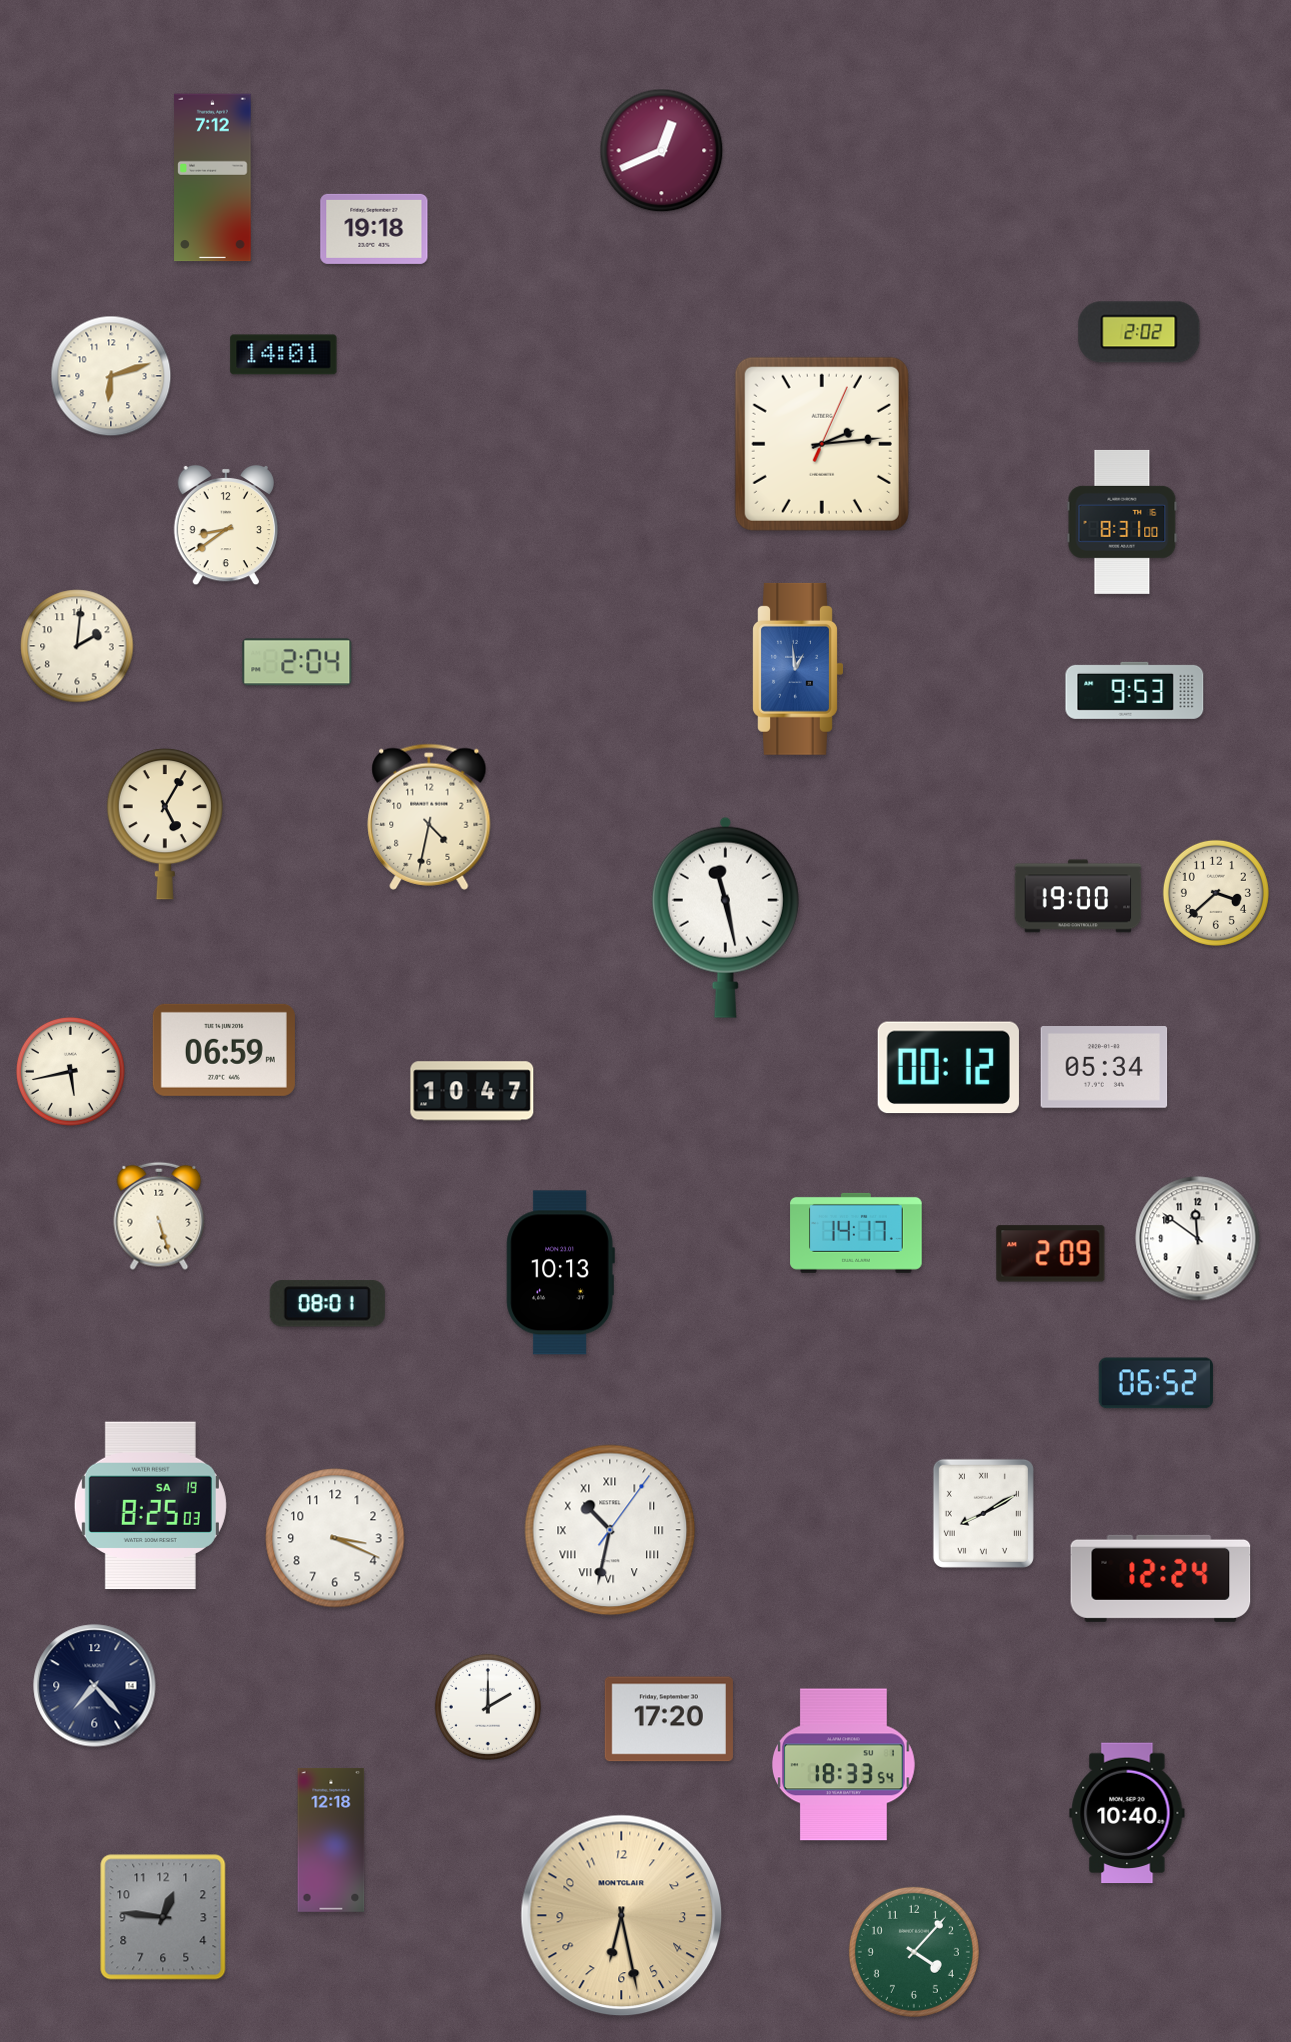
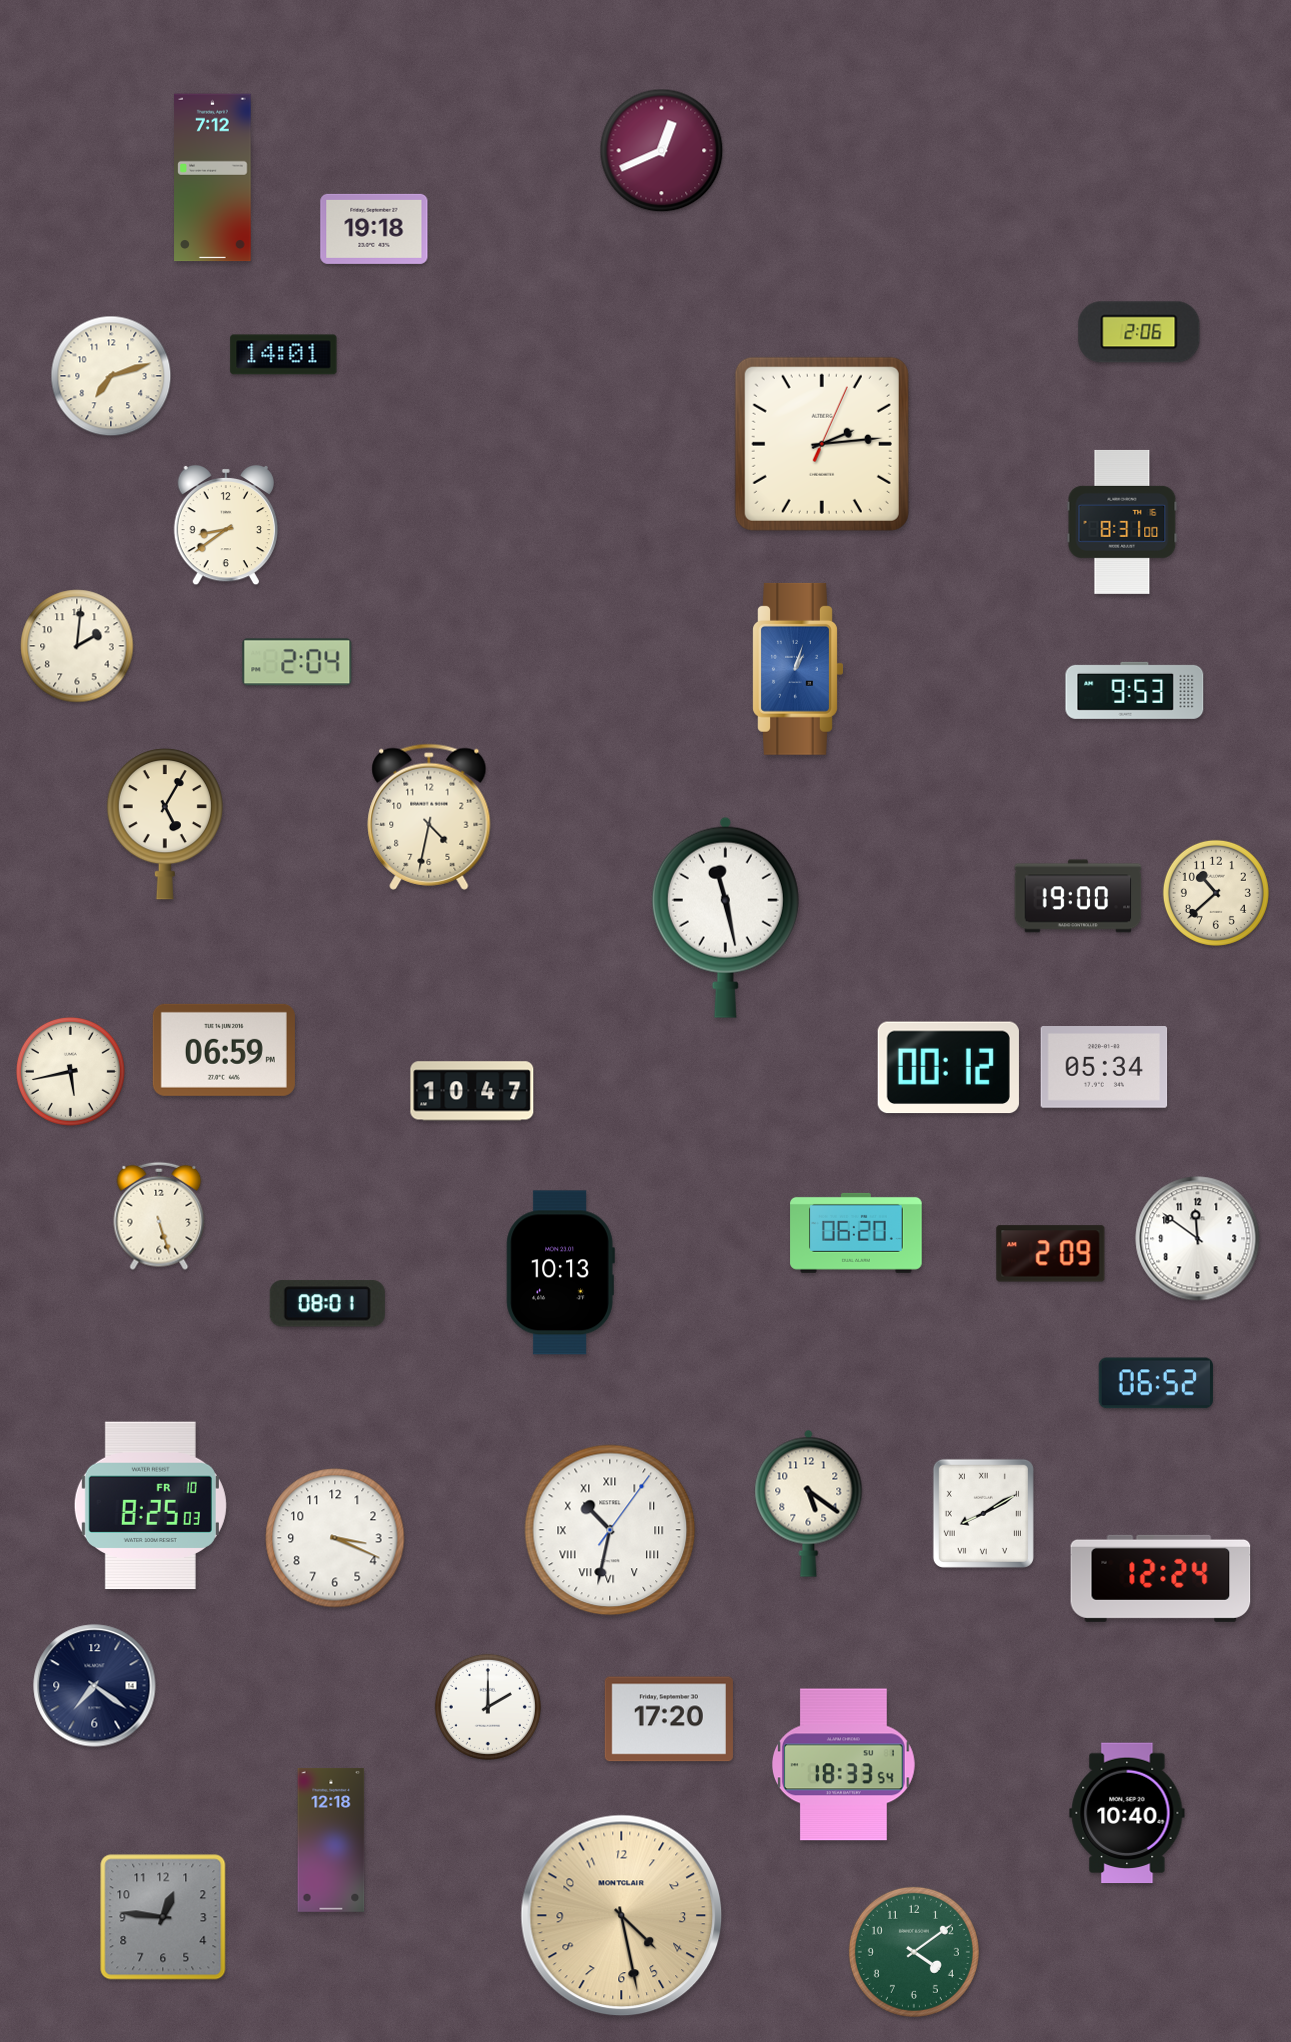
clock at (1139, 332): 2:02 -> 2:06
clock at (111, 376): 6:12 -> 7:12
clock at (798, 669): 12:59 -> 1:03
clock at (1216, 893): 3:38 -> 10:38
clock at (856, 1233): 14:17 -> 06:20
clock at (809, 1503): none -> 5:21
clock at (150, 1506) date: SA 19 -> FR 10
clock at (95, 1686): 7:23 -> 7:21
clock at (622, 1916): 6:28 -> 4:28
clock at (914, 1952): 4:07 -> 4:09
